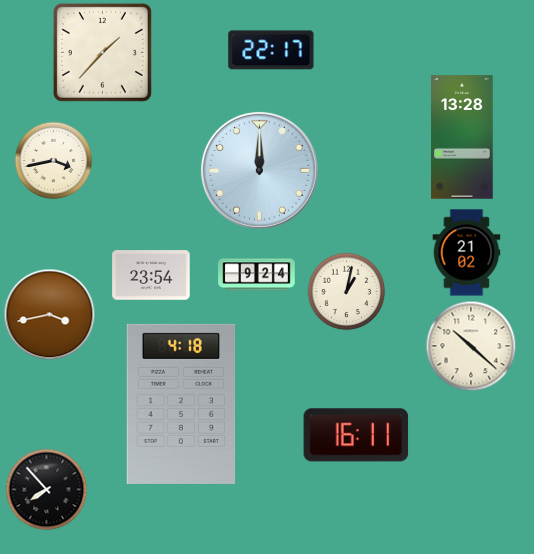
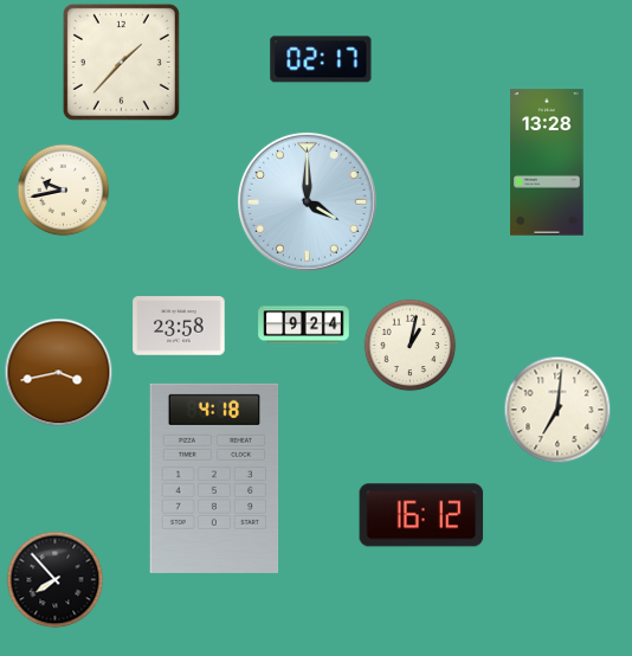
clock at (271, 50): 22:17 -> 02:17
clock at (53, 160): 3:43 -> 9:43
clock at (259, 170): 12:00 -> 4:00
clock at (467, 253): 21:02 -> none
clock at (151, 275): 23:54 -> 23:58
clock at (471, 346): 10:22 -> 7:01
clock at (356, 435): 16:11 -> 16:12
